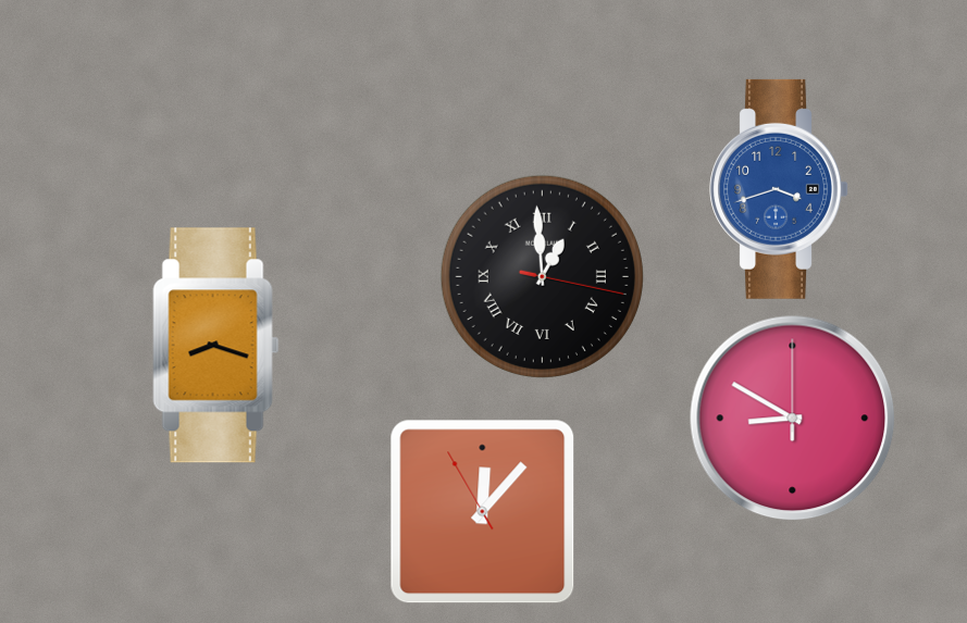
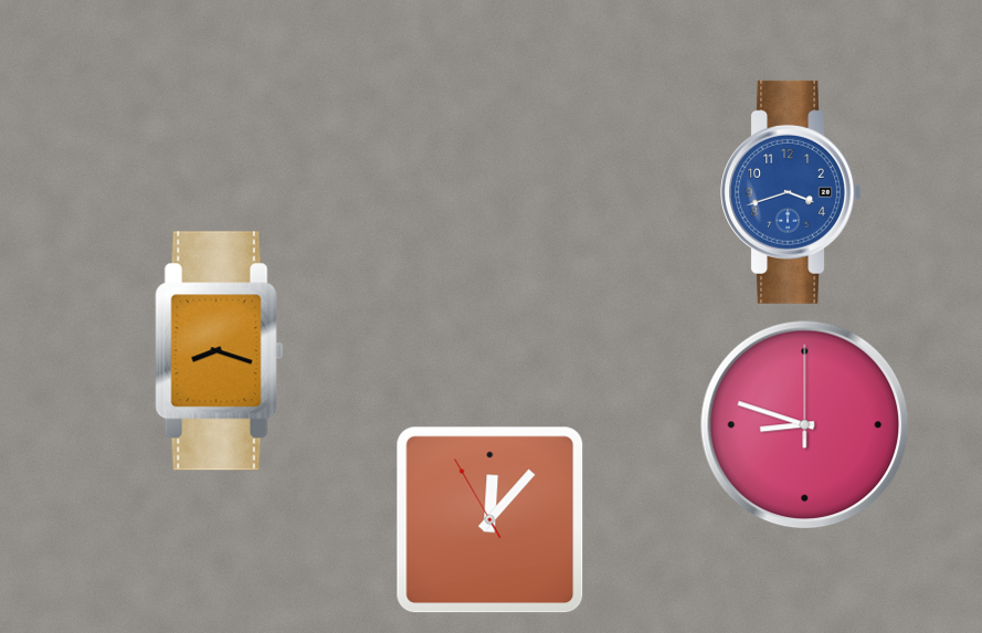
clock at (542, 276): 12:59 -> none
clock at (793, 419): 8:50 -> 8:48
